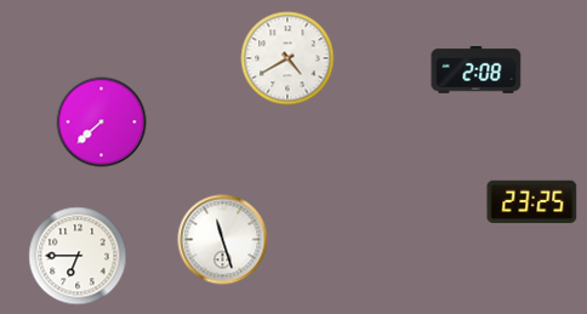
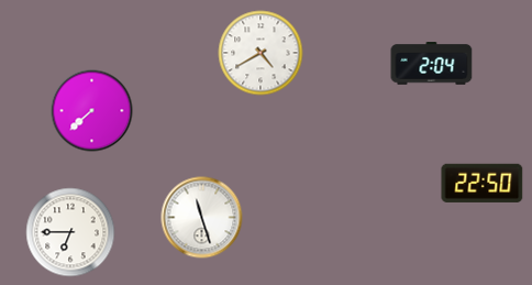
clock at (477, 70): 2:08 -> 2:04
clock at (532, 201): 23:25 -> 22:50
